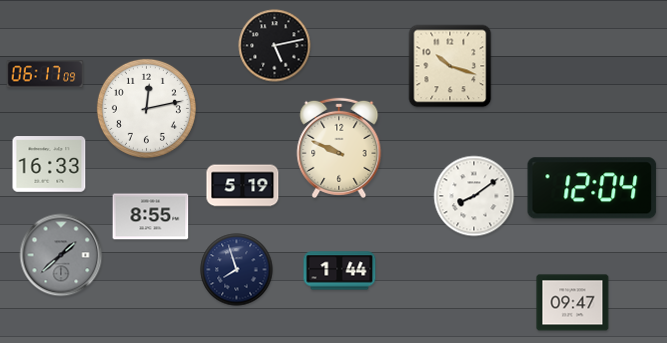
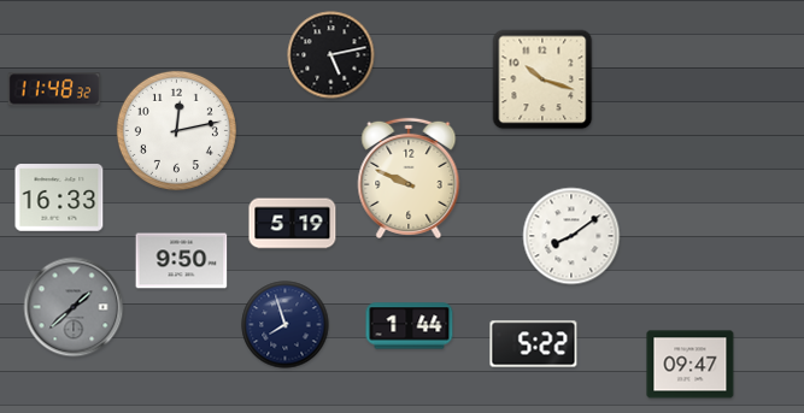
clock at (45, 74): 06:17 -> 11:48
clock at (592, 188): 12:04 -> none
clock at (151, 217): 8:55 -> 9:50
clock at (534, 344): none -> 5:22
